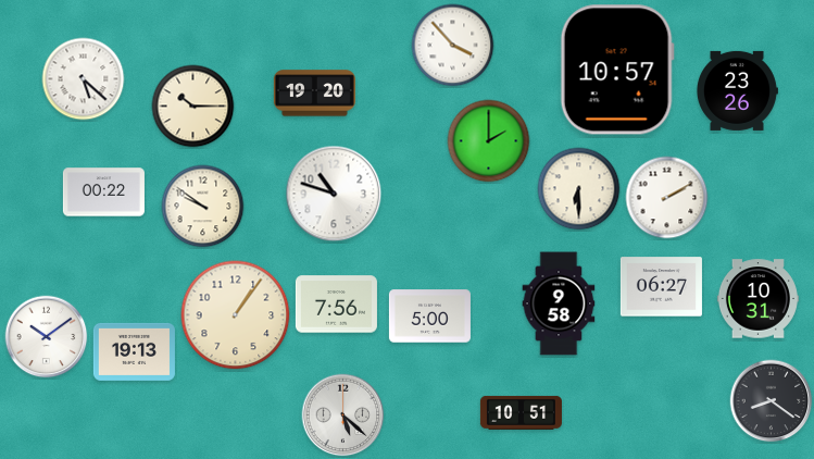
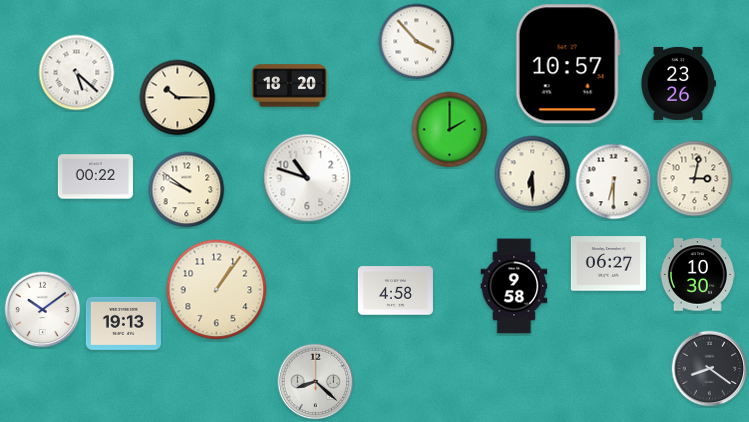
clock at (314, 94): 19:20 -> 18:20
clock at (695, 179): none -> 3:02
clock at (667, 198): 2:10 -> 6:30
clock at (757, 299): 10:31 -> 10:30
clock at (559, 303) position: (559, 303) -> (514, 286)
clock at (336, 305): 7:56 -> none
clock at (429, 317): 5:00 -> 4:58
clock at (521, 412): 10:51 -> none
clock at (343, 415): 5:22 -> 8:22
